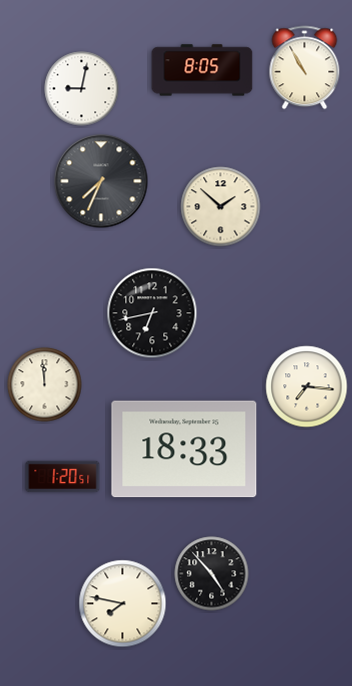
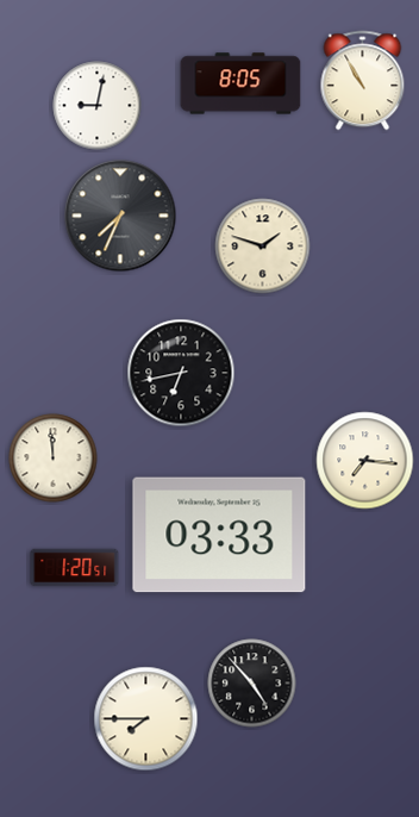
clock at (221, 207): 1:52 -> 1:48
clock at (184, 449): 18:33 -> 03:33
clock at (123, 604): 7:47 -> 7:45
